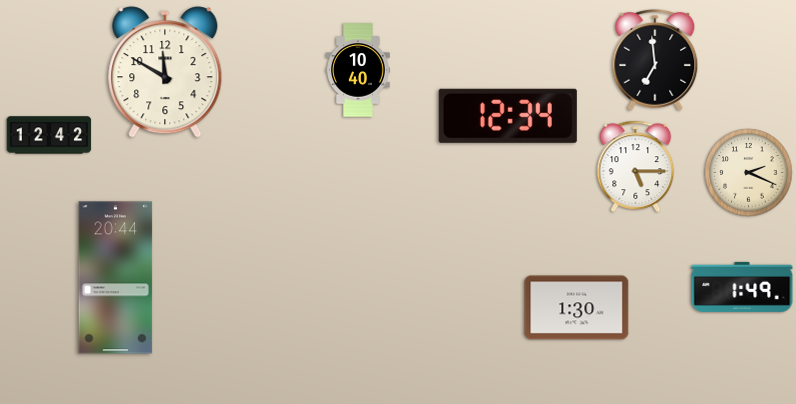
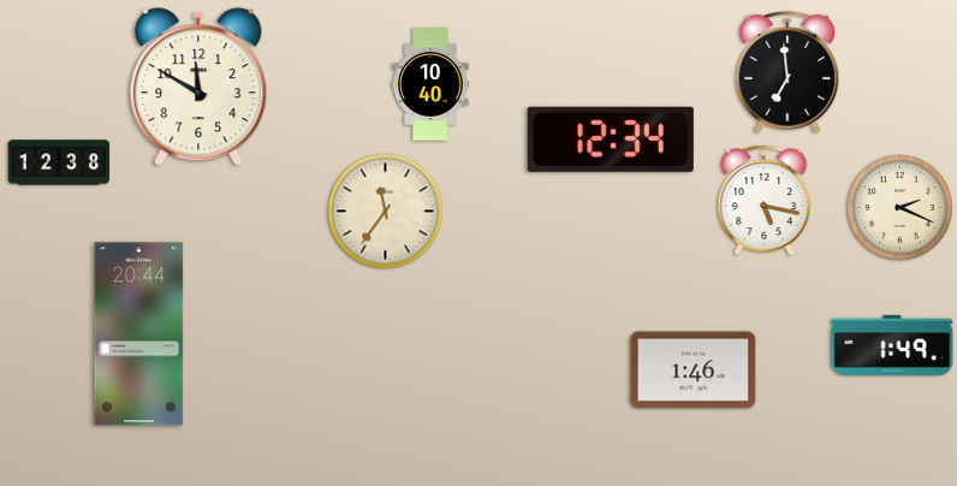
clock at (49, 135): 12:42 -> 12:38
clock at (636, 166): 5:15 -> 5:17
clock at (386, 212): none -> 11:36
clock at (577, 308): 1:30 -> 1:46
